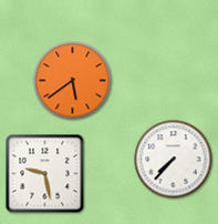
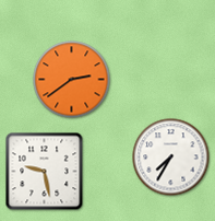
clock at (73, 81): 5:39 -> 2:39
clock at (174, 160): 7:37 -> 7:35
